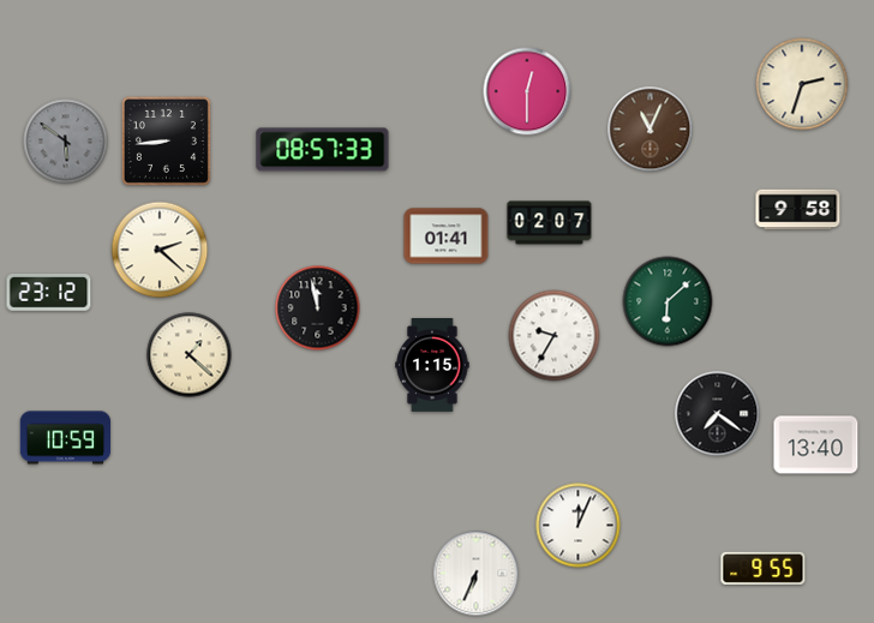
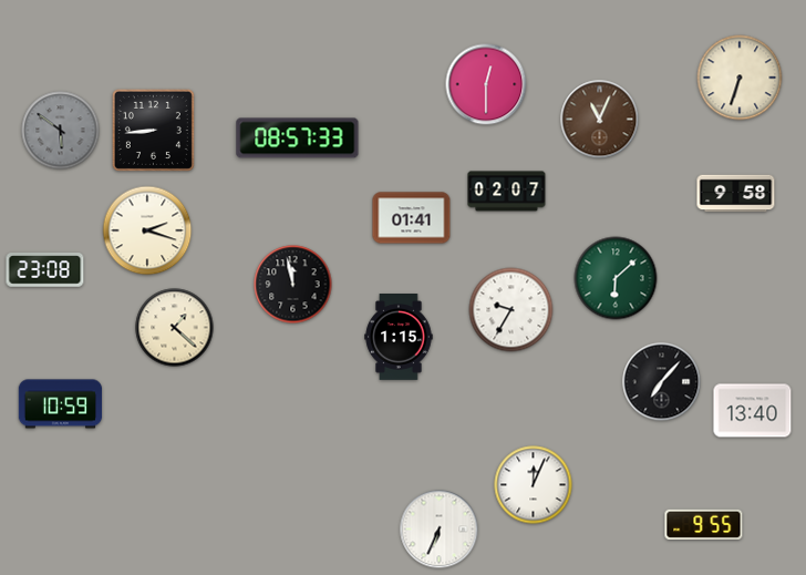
clock at (802, 84): 2:33 -> 6:33
clock at (550, 223) position: (550, 223) -> (507, 192)
clock at (160, 250): 2:22 -> 2:18
clock at (49, 293): 23:12 -> 23:08
clock at (718, 414): 7:21 -> 7:07
